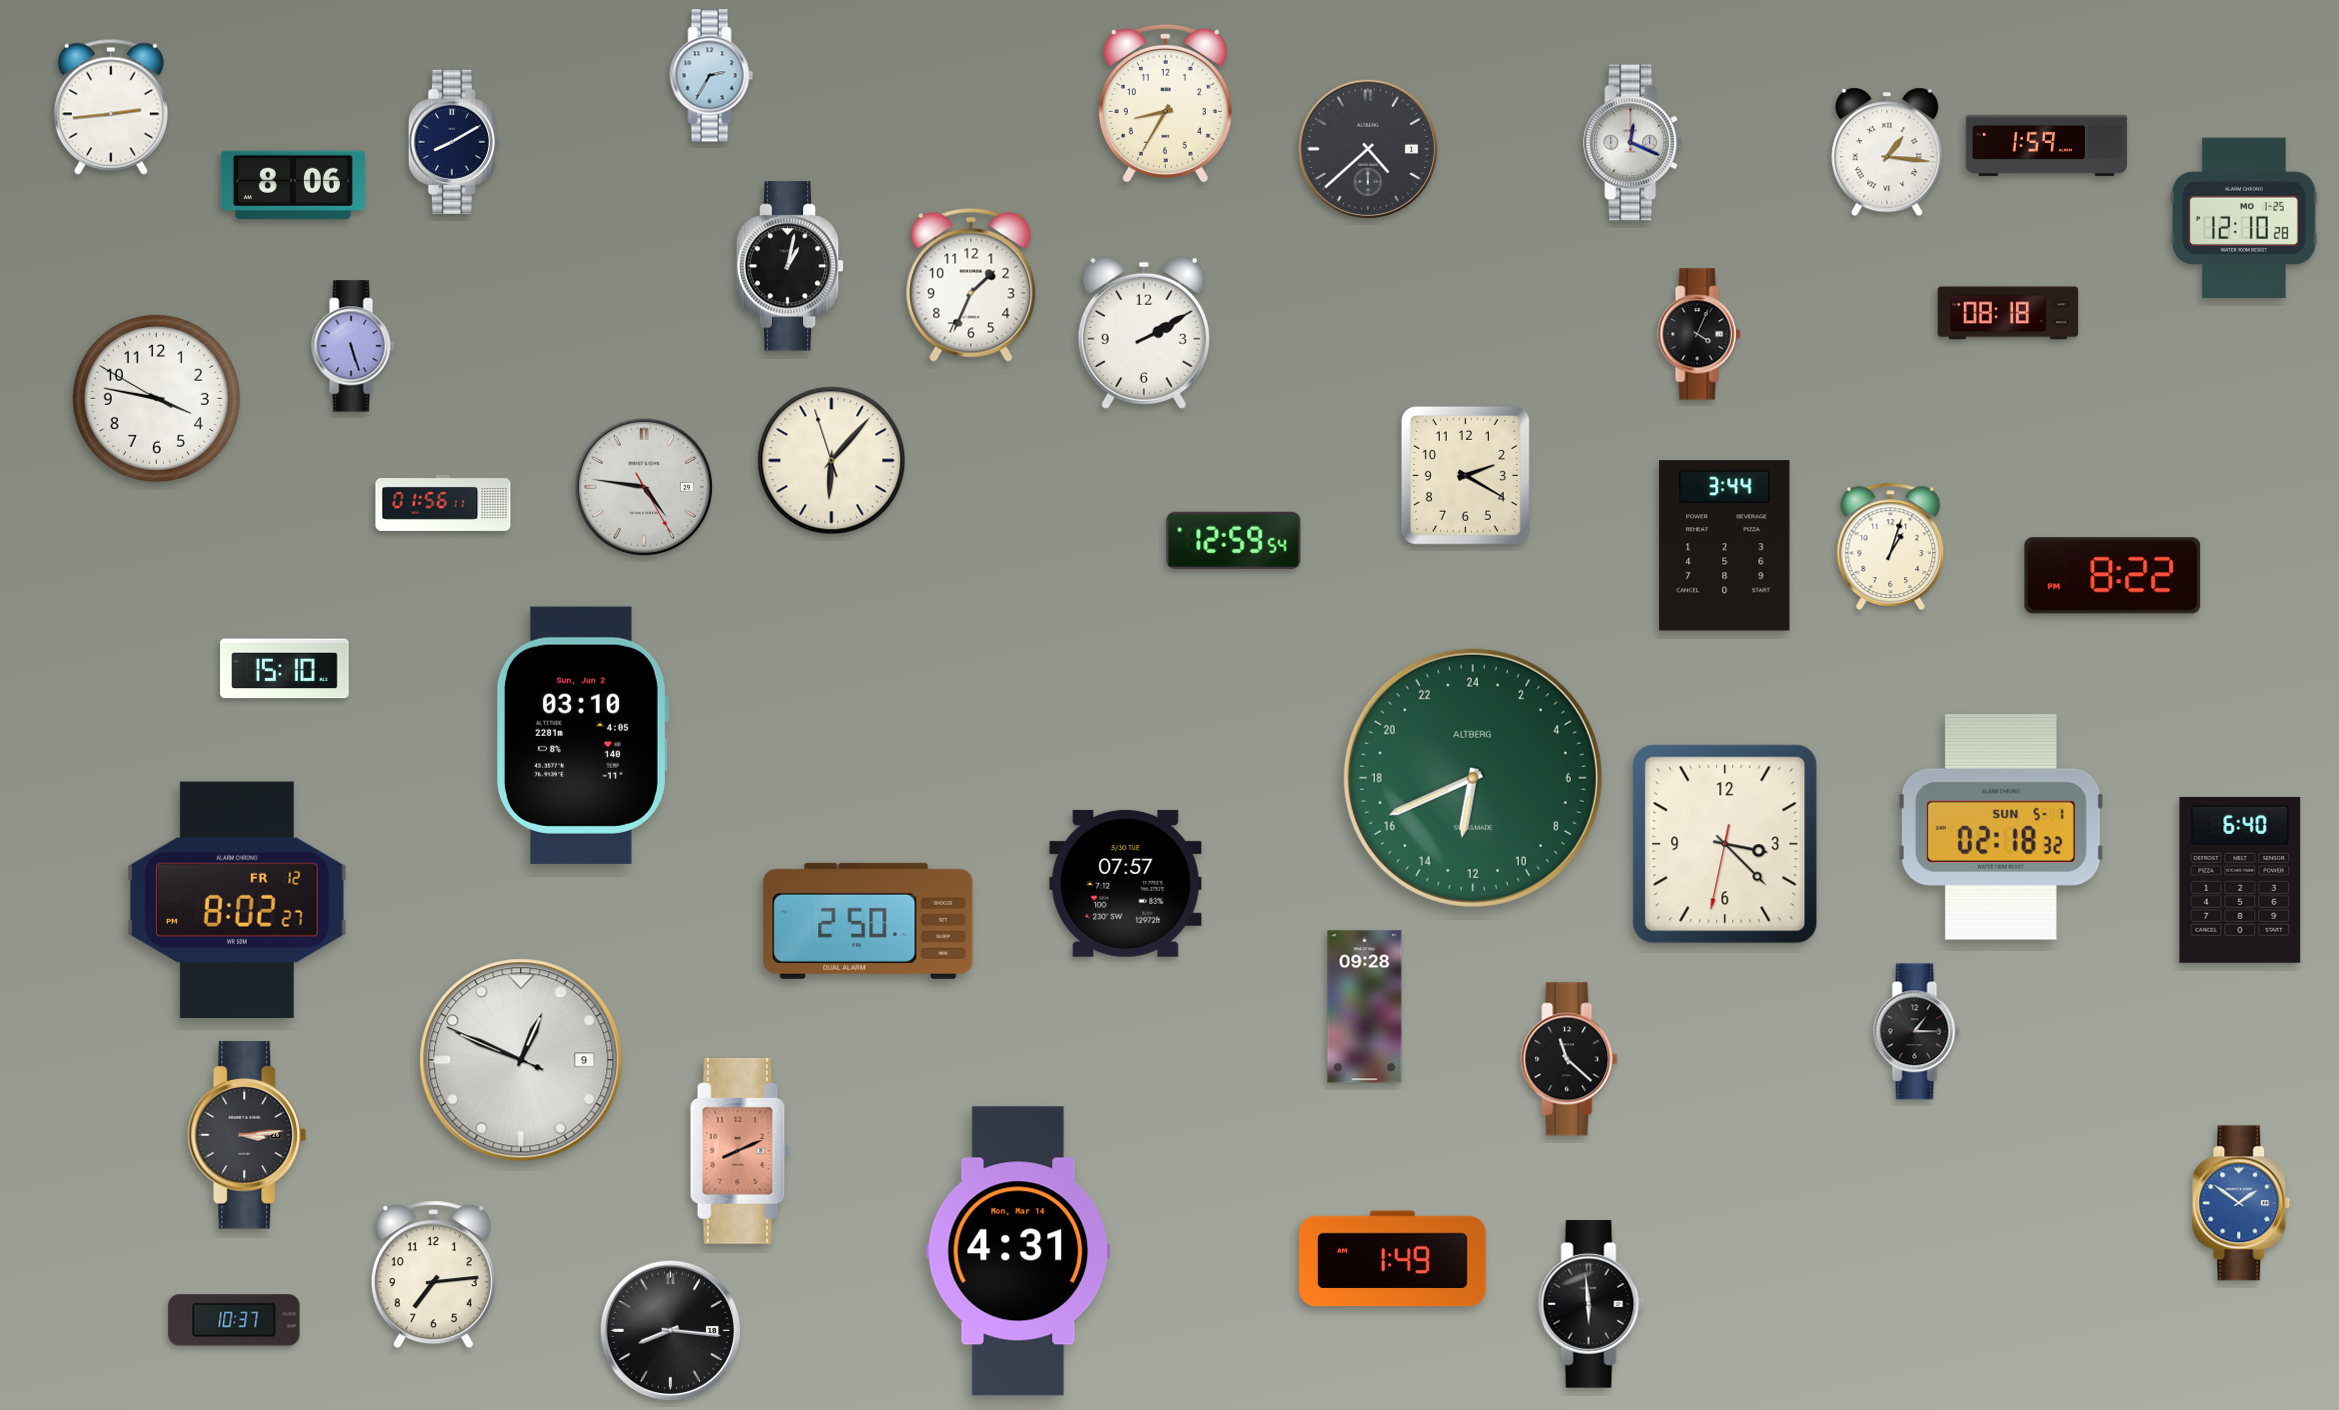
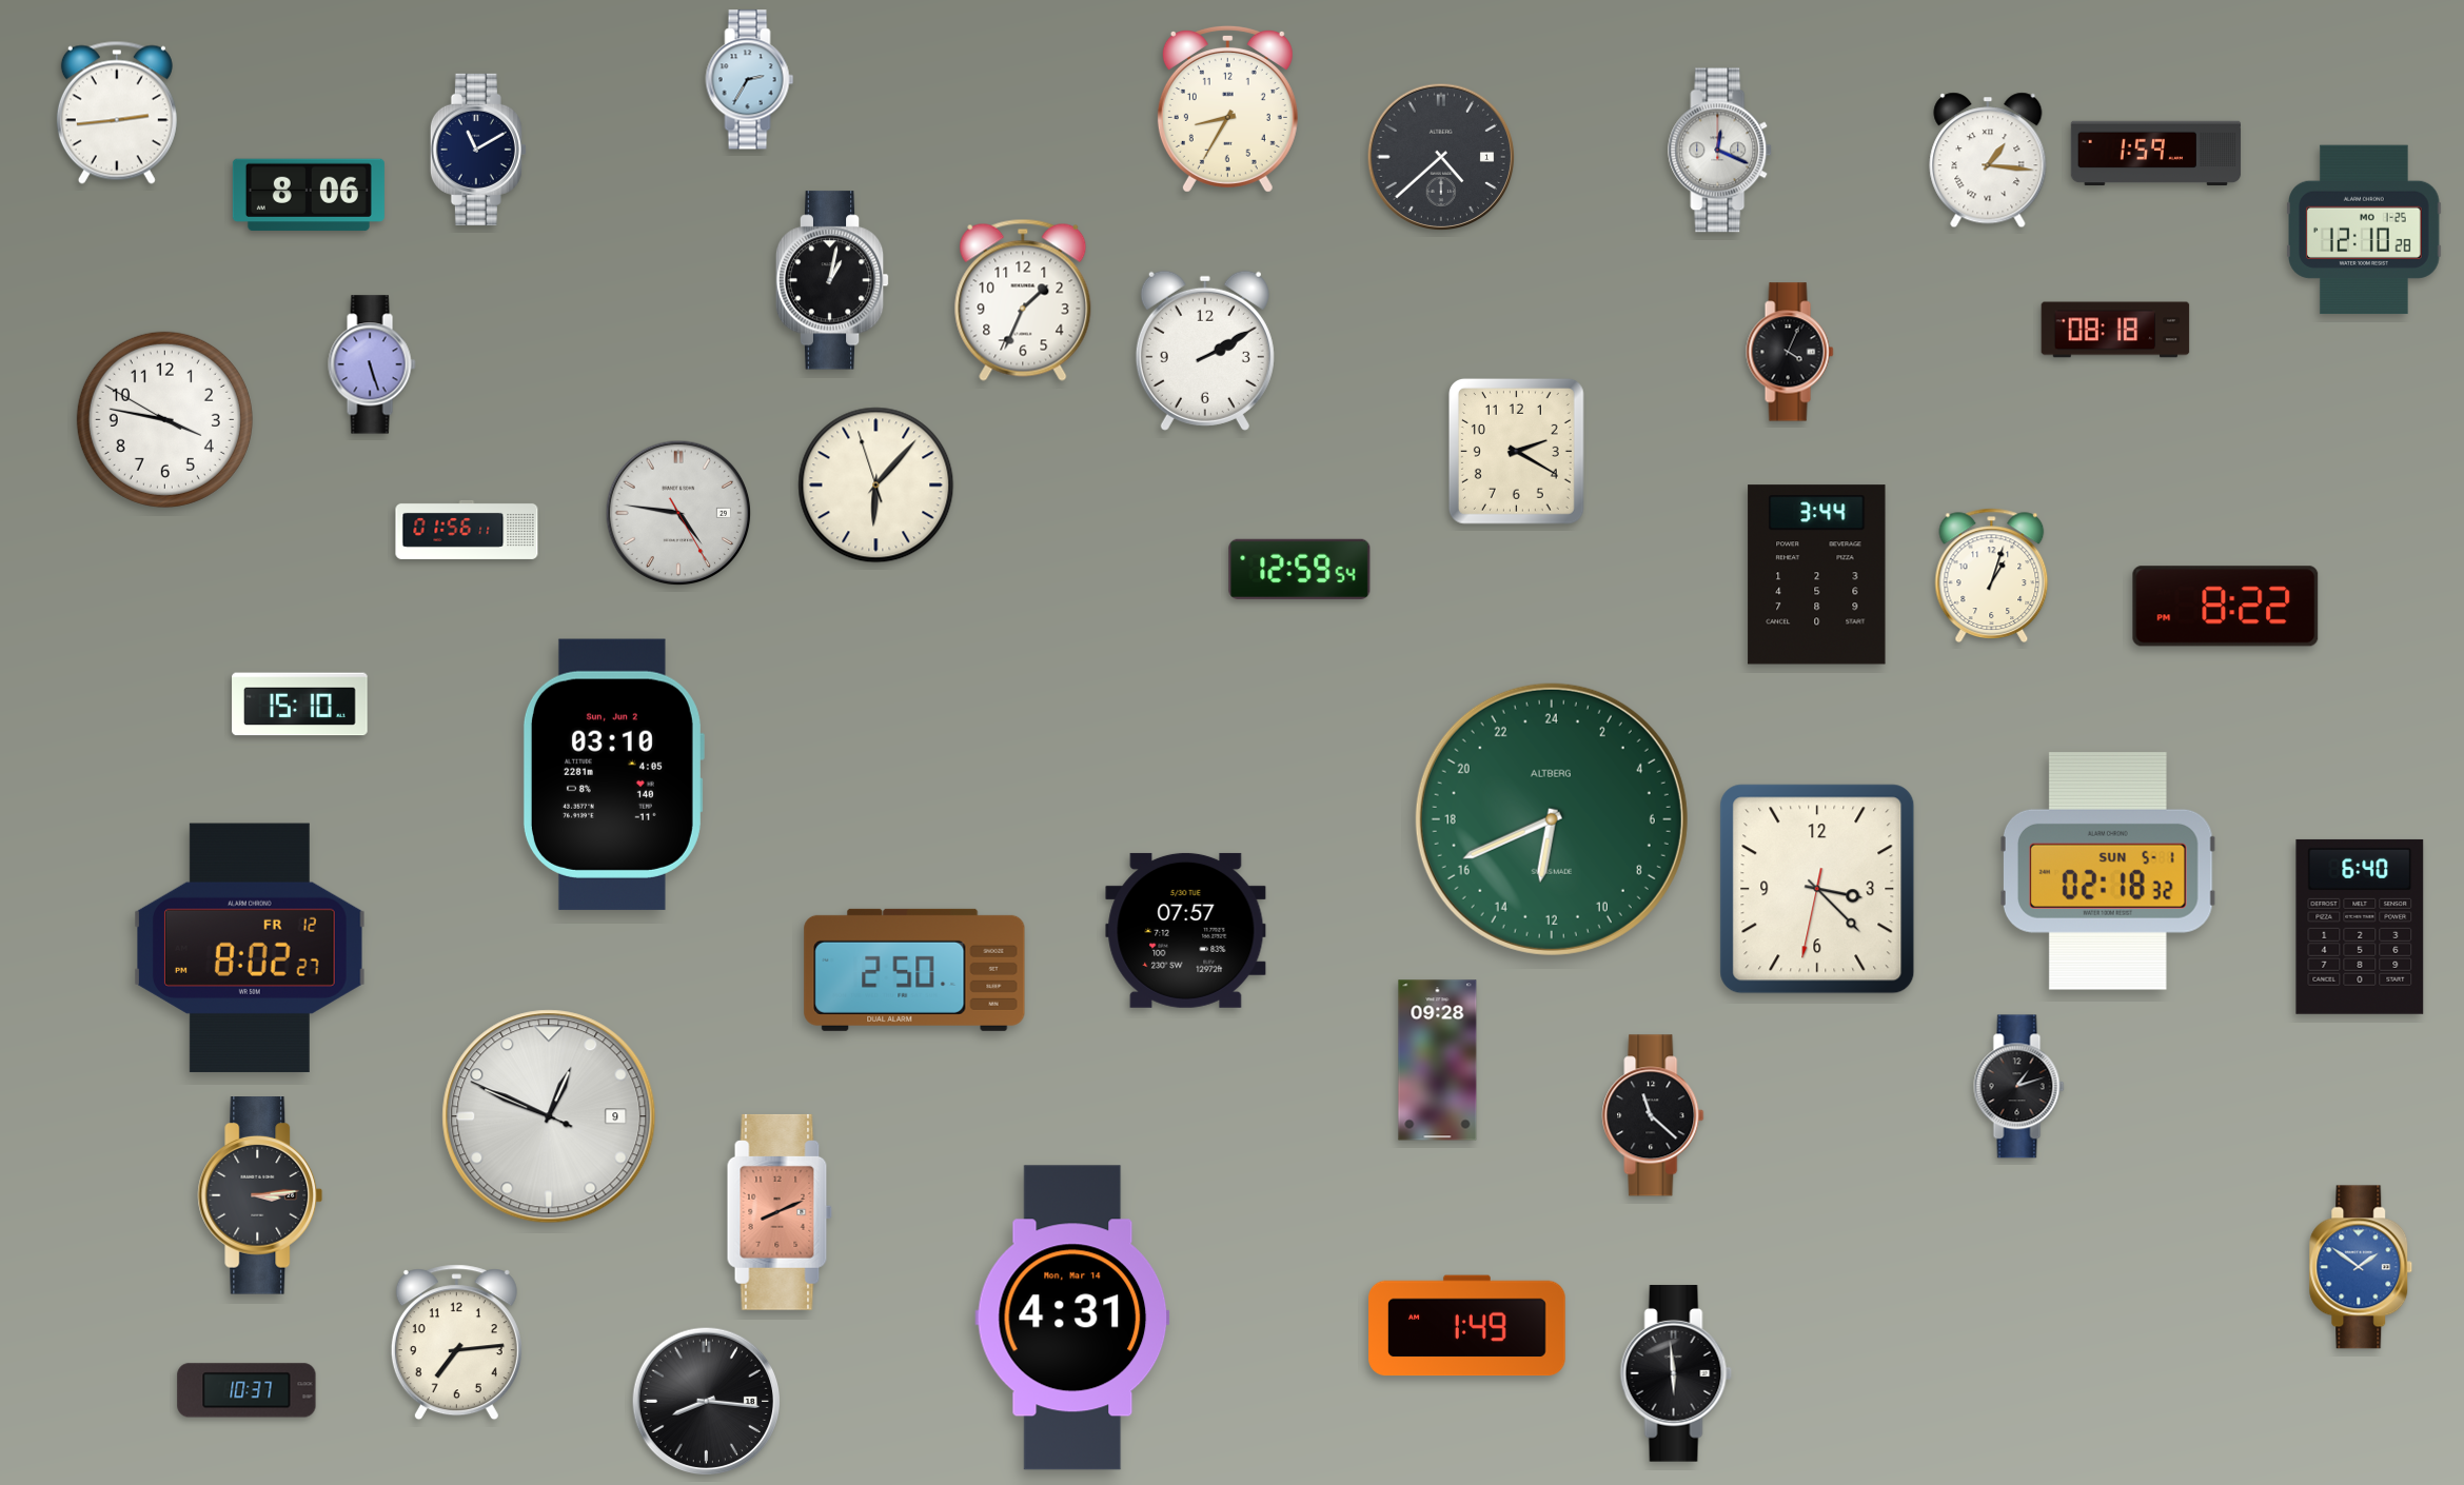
clock at (454, 142): 8:10 -> 11:10
clock at (1465, 475) position: (1465, 475) -> (1516, 451)
clock at (1917, 1032): 1:15 -> 1:12
